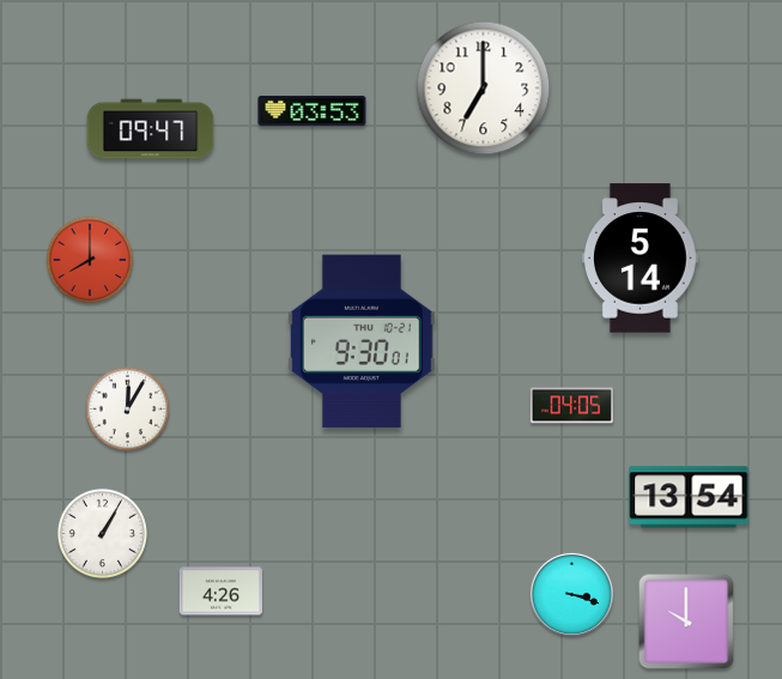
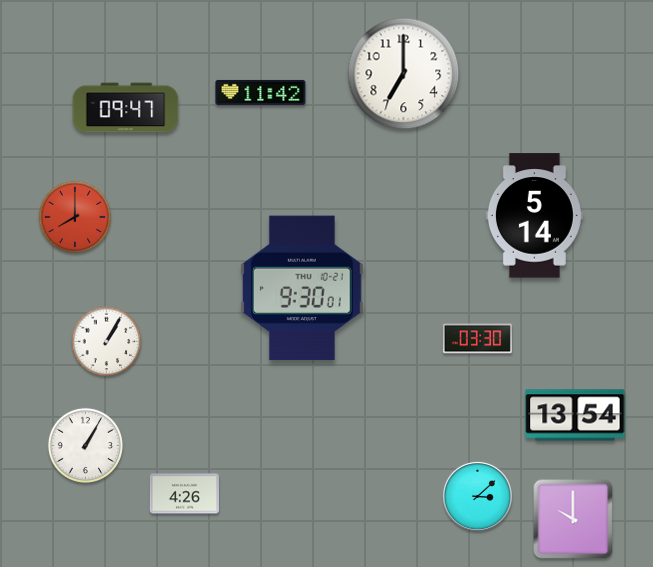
clock at (313, 110): 03:53 -> 11:42
clock at (362, 341) position: (362, 341) -> (302, 288)
clock at (572, 406): 04:05 -> 03:30
clock at (128, 410): 12:05 -> 1:05
clock at (571, 594): 3:18 -> 3:08
